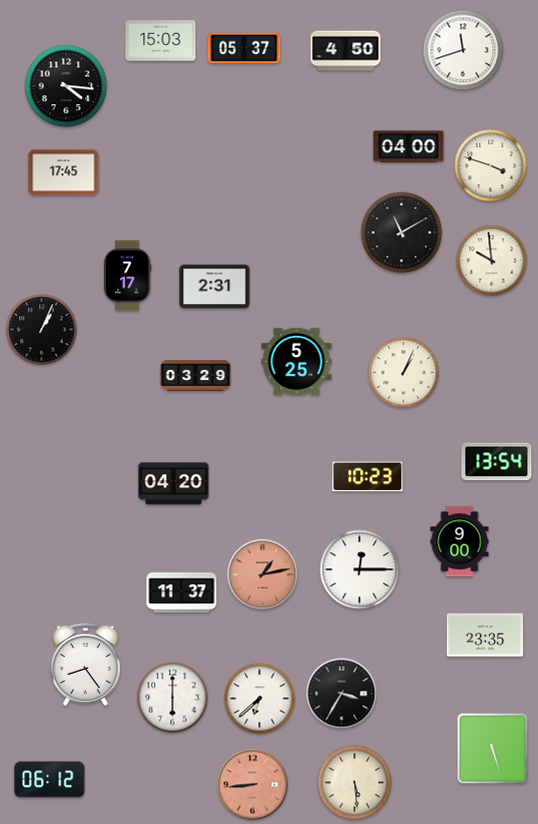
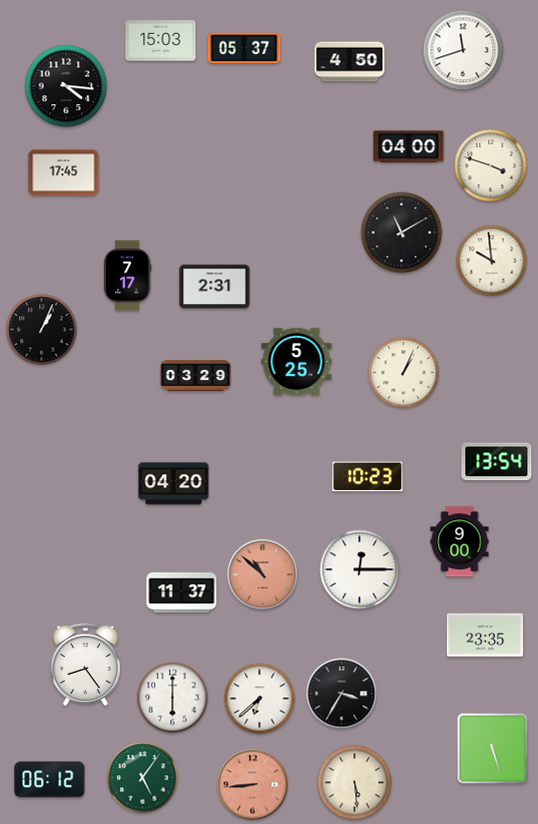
clock at (346, 51) position: (346, 51) -> (350, 62)
clock at (263, 575): 1:13 -> 10:52
clock at (143, 778): none -> 5:06
